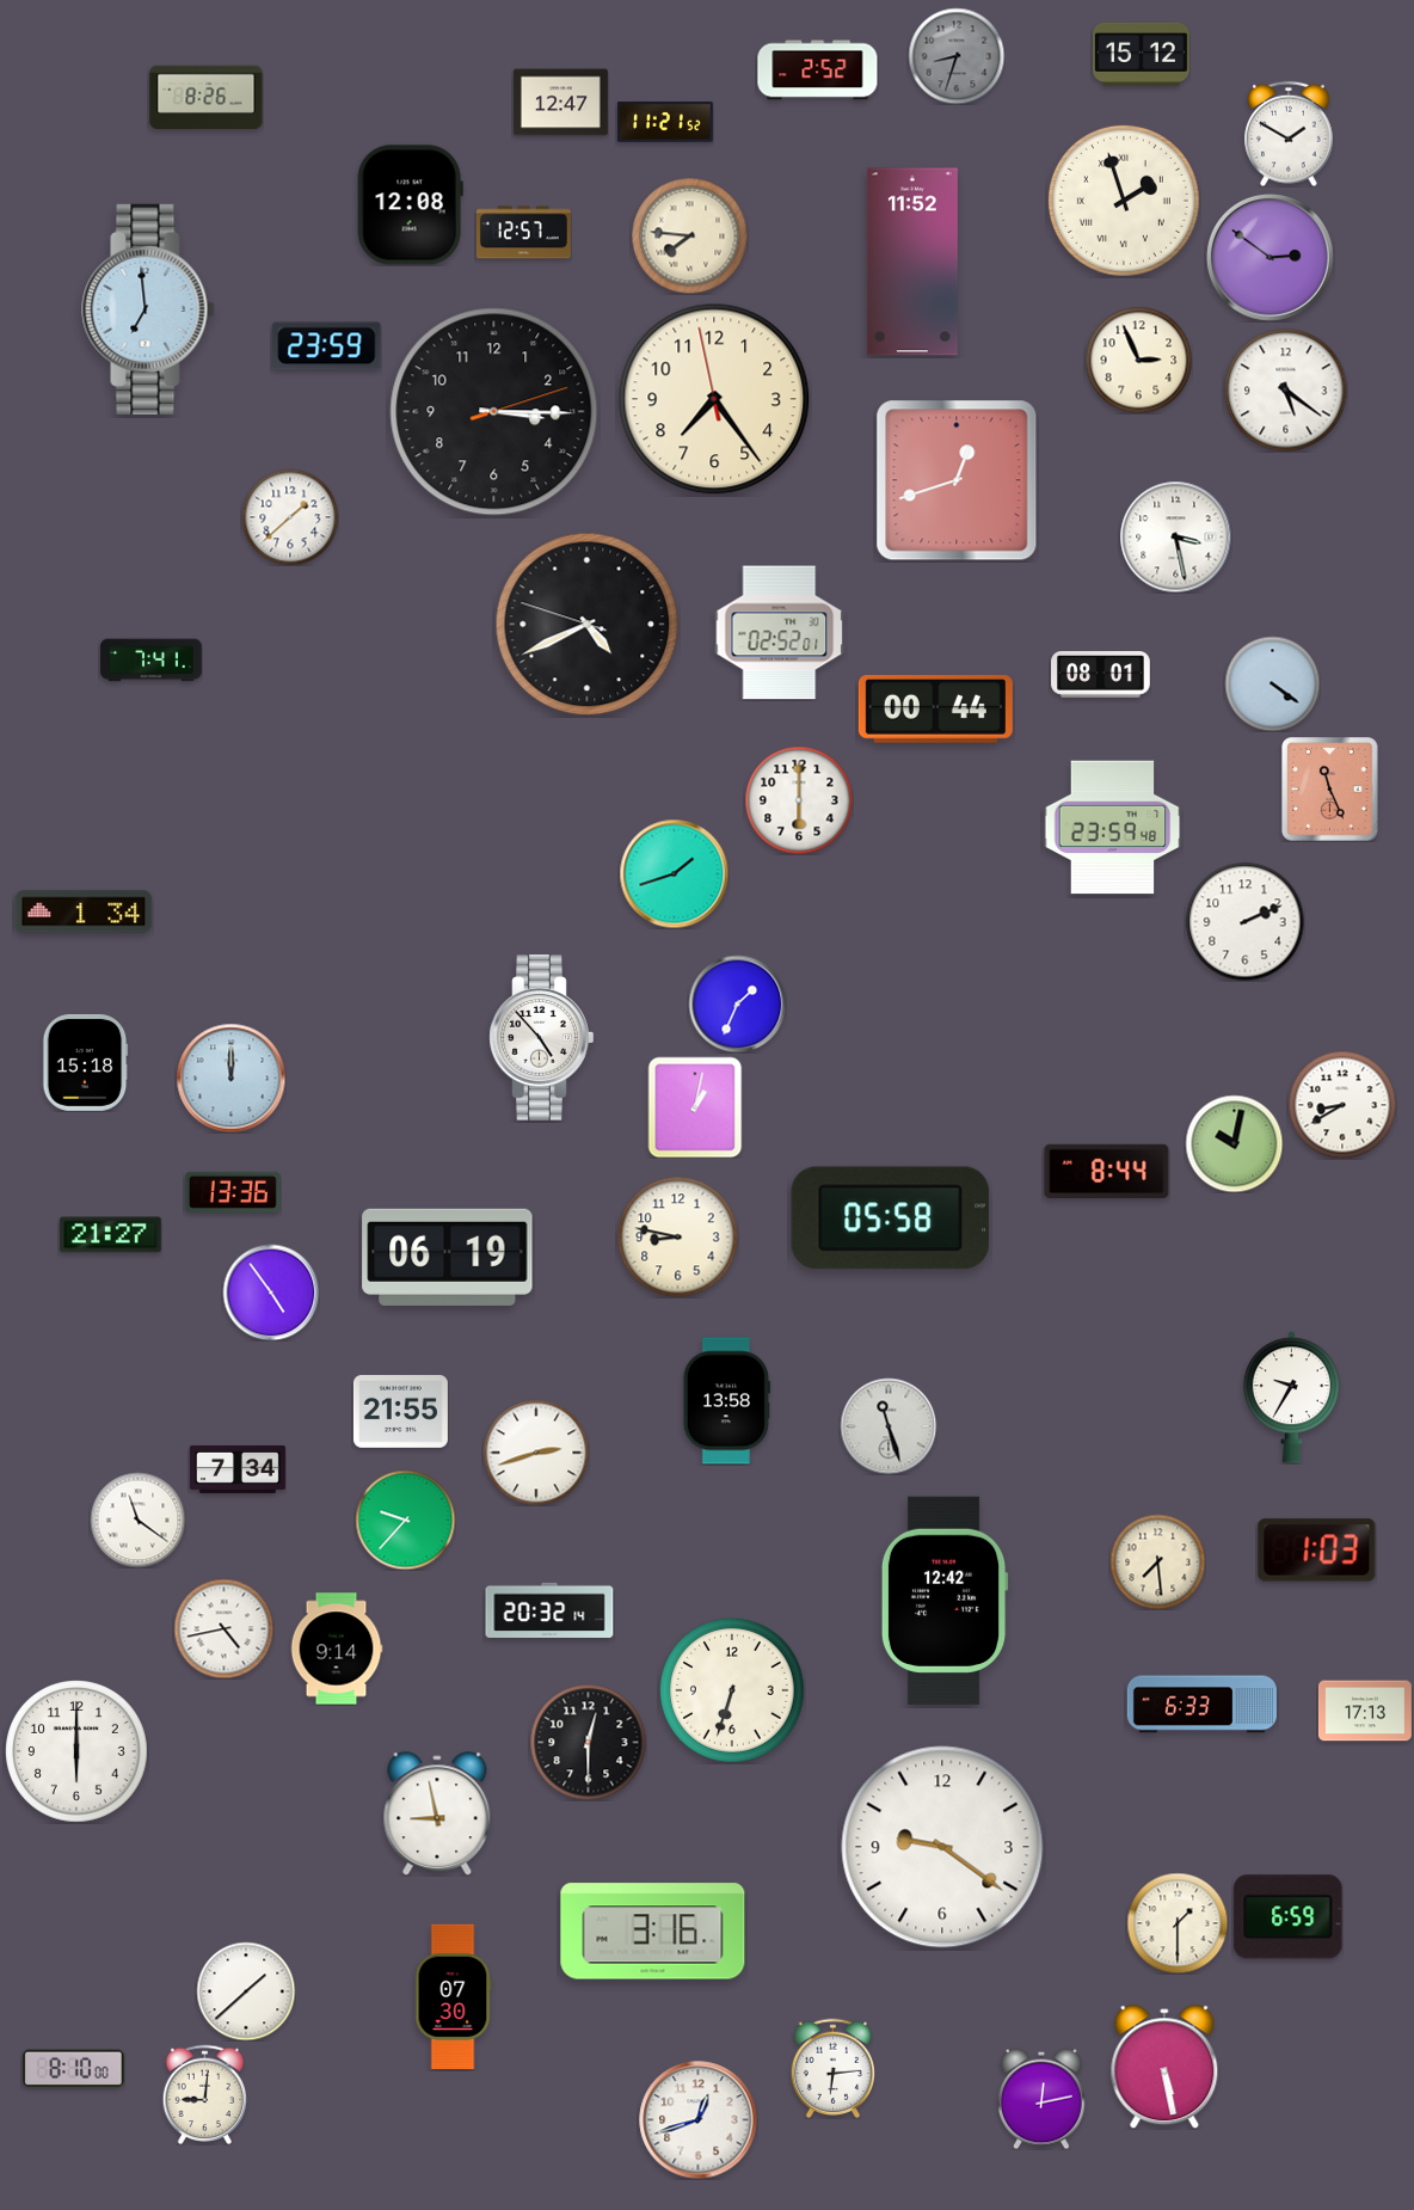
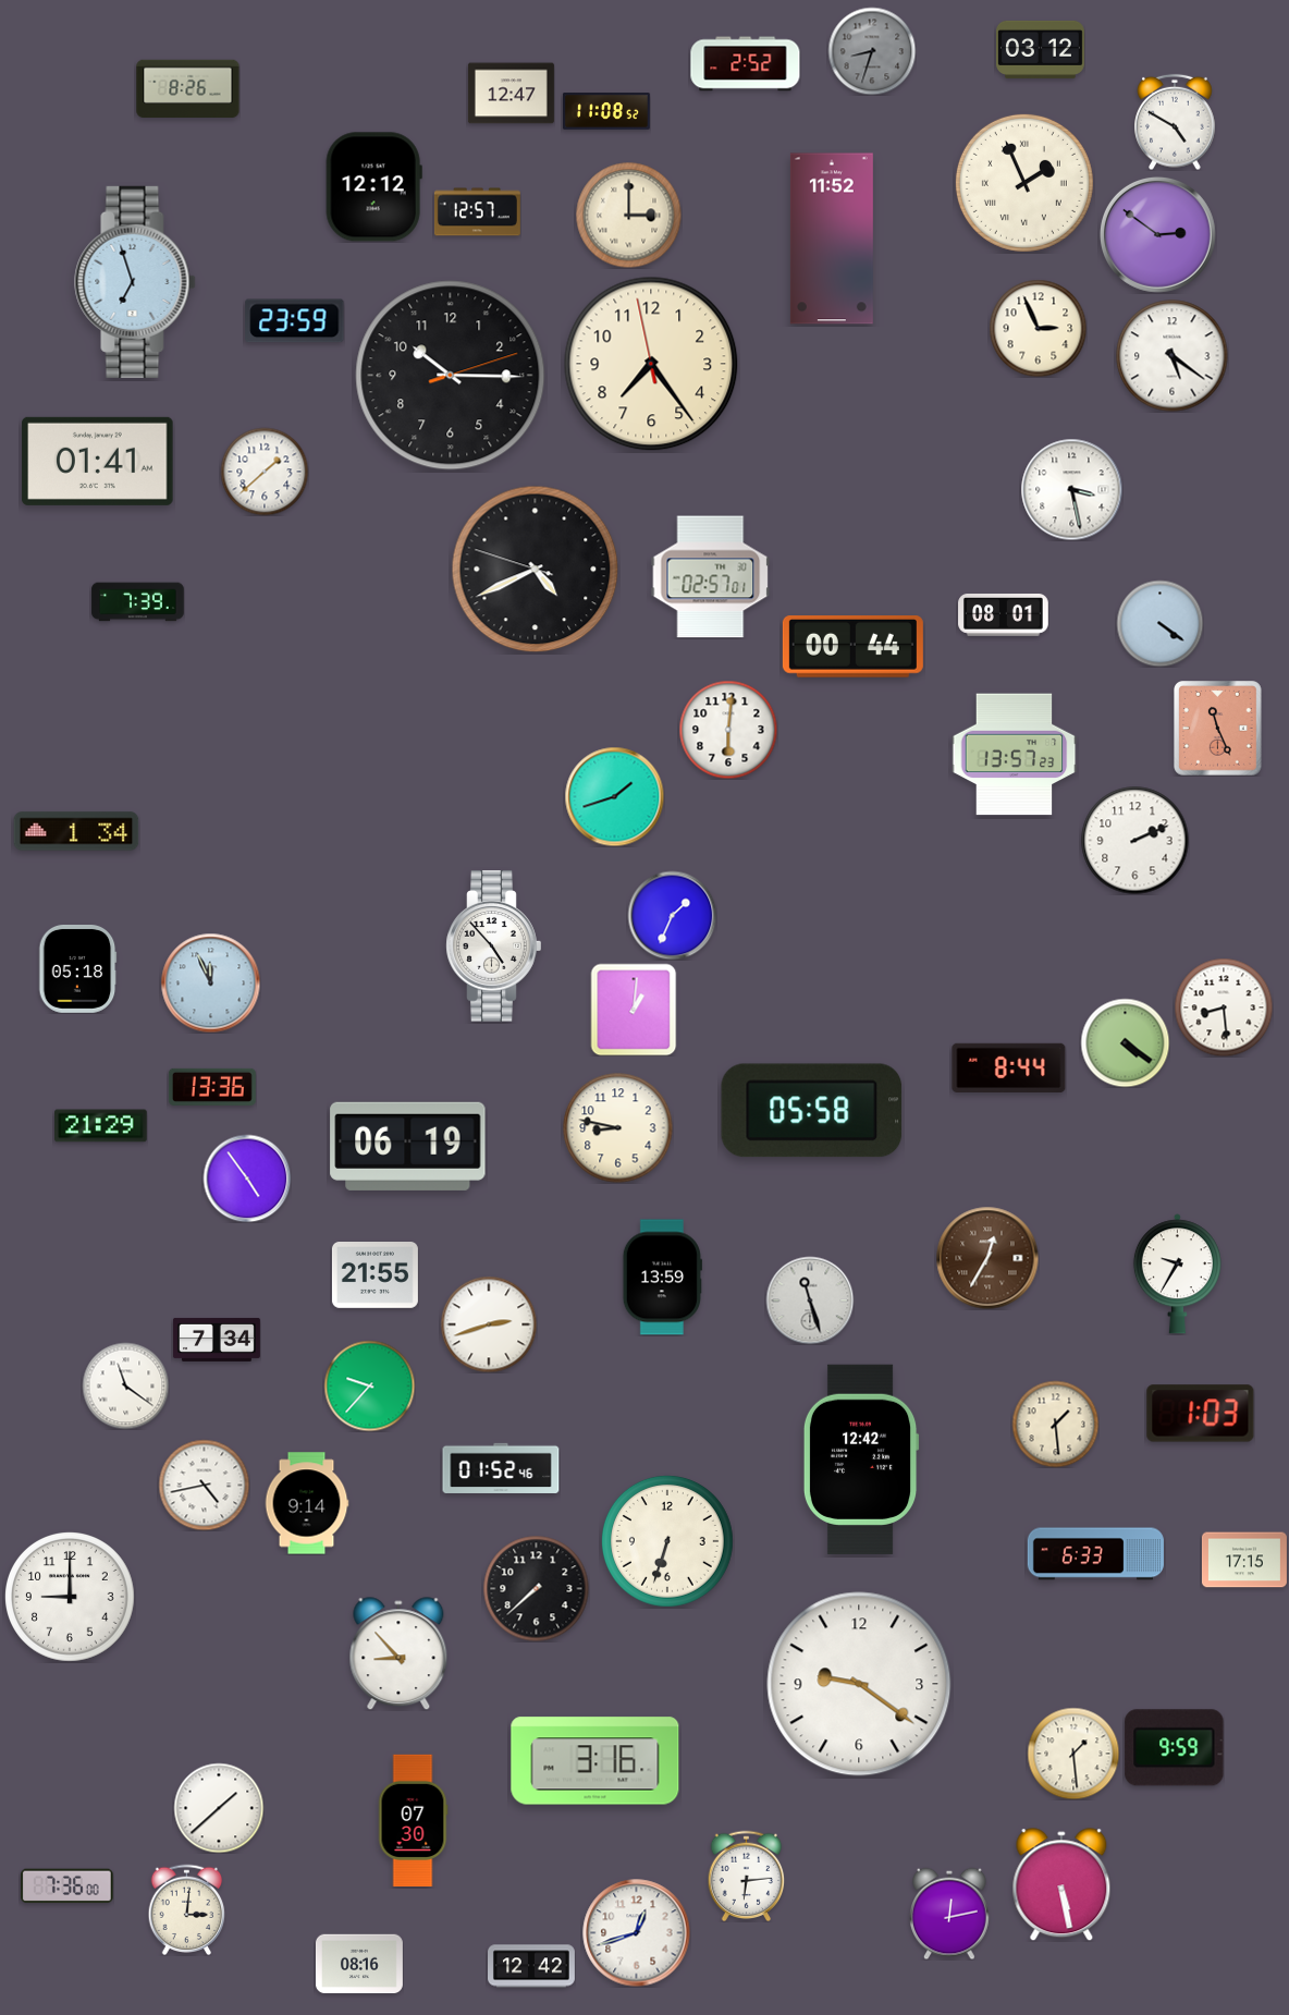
clock at (1142, 54): 15:12 -> 03:12
clock at (665, 122): 11:21 -> 11:08
clock at (1289, 134): 1:50 -> 4:50
clock at (1124, 201): 1:57 -> 1:56
clock at (410, 205): 12:08 -> 12:12
clock at (689, 235): 7:46 -> 3:00
clock at (148, 309): 6:59 -> 6:57
clock at (327, 346) position: (327, 346) -> (295, 321)
clock at (494, 412): 3:15 -> 10:15
clock at (957, 480): 12:42 -> none
clock at (98, 461): none -> 01:41
clock at (780, 633): 02:52 -> 02:57
clock at (152, 661): 7:41 -> 7:39
clock at (1330, 790) position: (1330, 790) -> (1218, 729)
clock at (799, 800): 6:00 -> 6:01
clock at (1113, 828): 23:59 -> 13:57
clock at (85, 1062): 15:18 -> 05:18
clock at (230, 1078): 12:00 -> 11:56
clock at (1342, 1105): 8:40 -> 8:29
clock at (695, 1107): 1:02 -> 1:01
clock at (1234, 1143): 10:02 -> 4:21
clock at (111, 1235): 21:27 -> 21:29
clock at (987, 1258): none -> 12:35
clock at (726, 1401): 13:58 -> 13:59
clock at (400, 1412) position: (400, 1412) -> (375, 1275)
clock at (1157, 1561): 7:29 -> 1:29
clock at (549, 1609): 20:32 -> 01:52
clock at (1365, 1711): 17:13 -> 17:15
clock at (588, 1742): 12:30 -> 7:38
clock at (78, 1752): 6:00 -> 9:00
clock at (437, 1813): 8:58 -> 8:53
clock at (1289, 1917): 6:59 -> 9:59
clock at (1178, 1923): 1:30 -> 1:29
clock at (246, 1991) position: (246, 1991) -> (219, 1808)
clock at (834, 2068) position: (834, 2068) -> (747, 1876)
clock at (74, 2069): 8:10 -> 7:36
clock at (205, 2094): 9:01 -> 3:01
clock at (359, 1964): none -> 08:16
clock at (532, 1966): none -> 12:42
